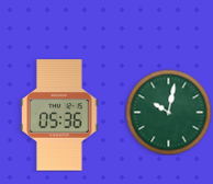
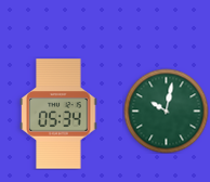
clock at (59, 115): 05:36 -> 05:34
